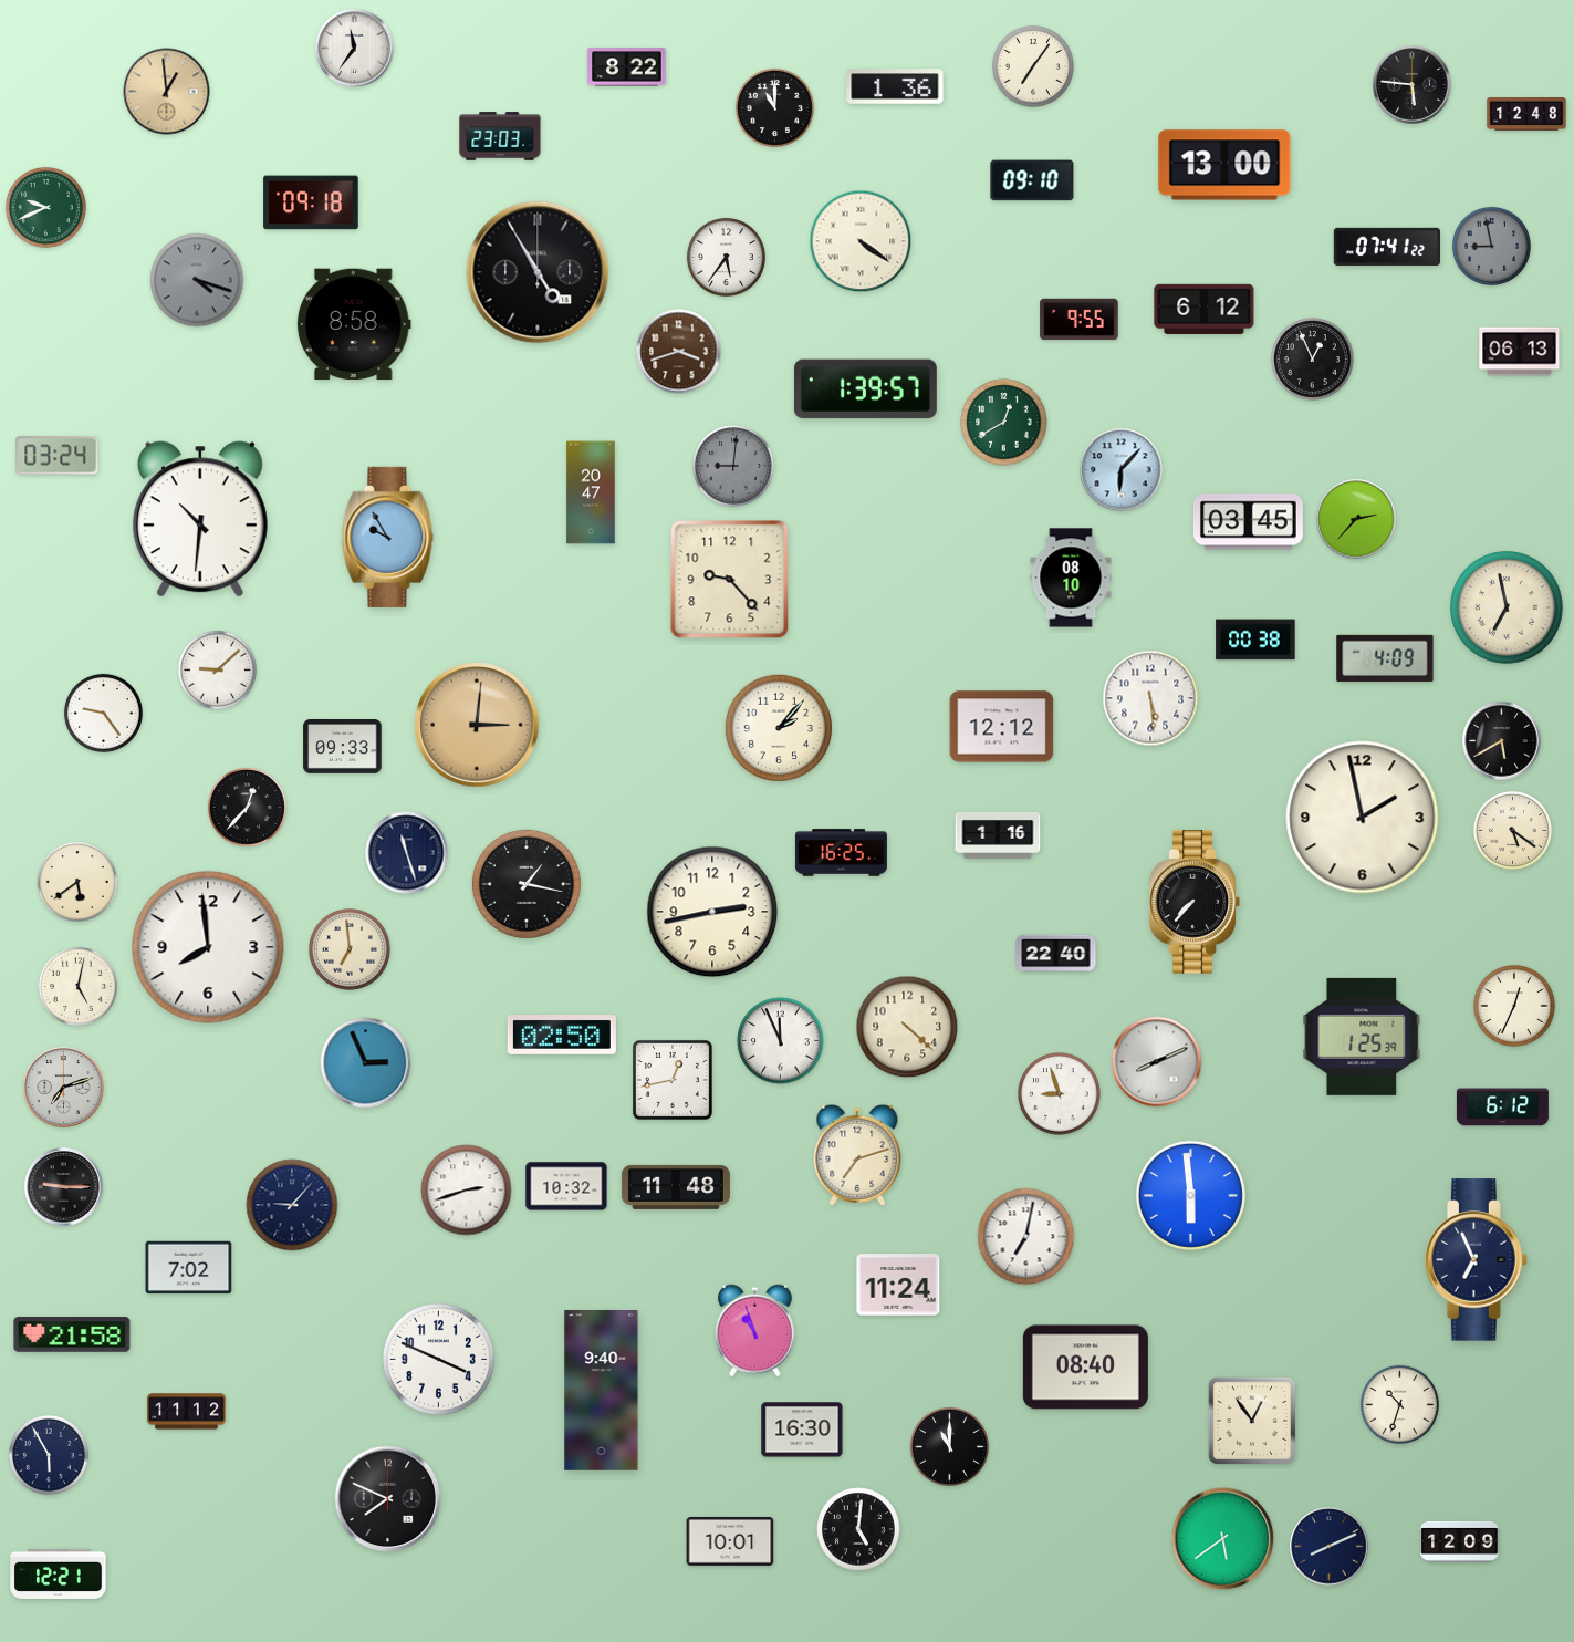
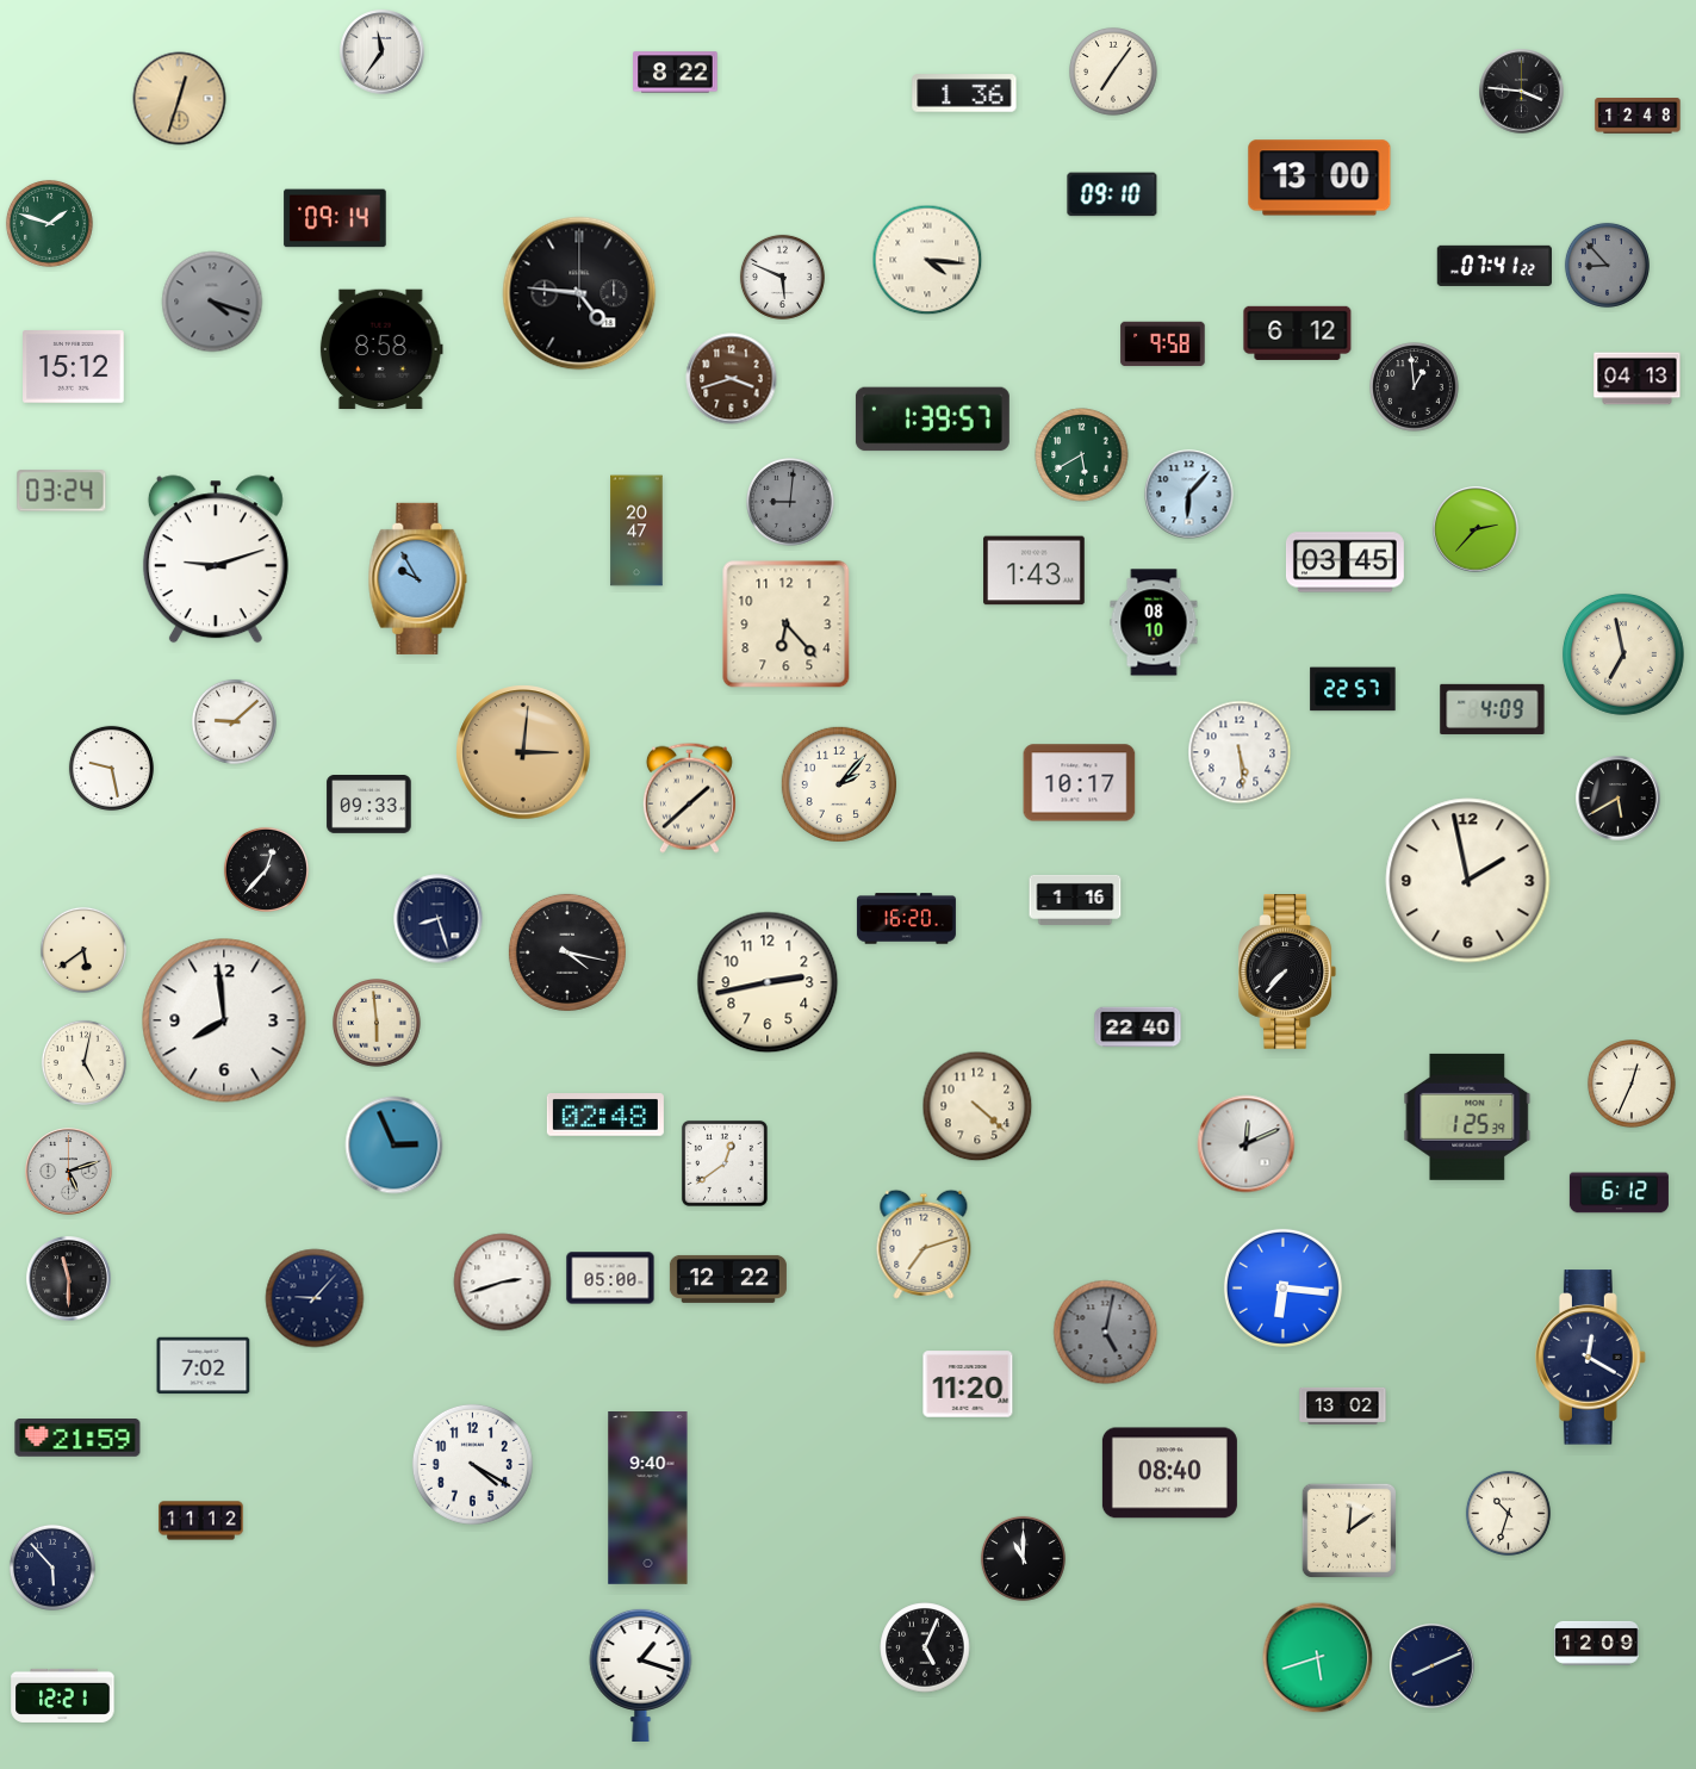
clock at (1413, 85): 5:46 -> 3:46
clock at (167, 92): 12:59 -> 12:33
clock at (774, 107): 11:00 -> none
clock at (1526, 115) position: (1526, 115) -> (1638, 117)
clock at (500, 136): 23:03 -> none
clock at (311, 202): 09:18 -> 09:14
clock at (45, 207): 9:41 -> 1:48
clock at (861, 241): 4:21 -> 4:16
clock at (1491, 246): 8:58 -> 8:53
clock at (726, 257): 5:36 -> 5:49
clock at (538, 272): 4:55 -> 4:46
clock at (1080, 320): 9:55 -> 9:58
clock at (74, 367): none -> 15:12
clock at (1520, 352): 06:13 -> 04:13
clock at (1313, 360): 12:56 -> 12:59
clock at (1004, 423): 12:40 -> 5:40
clock at (1122, 470) position: (1122, 470) -> (1189, 495)
clock at (200, 519): 10:31 -> 9:12
clock at (1356, 519) position: (1356, 519) -> (1476, 529)
clock at (1035, 571): none -> 1:43
clock at (730, 580): 9:23 -> 6:23
clock at (1255, 640): 00:38 -> 22:57
clock at (103, 713): 9:24 -> 9:28
clock at (477, 725) position: (477, 725) -> (523, 752)
clock at (1002, 727): 12:12 -> 10:17
clock at (689, 797): none -> 1:38
clock at (1512, 830): 5:21 -> none
clock at (407, 853): 11:27 -> 8:27
clock at (841, 853): 16:25 -> 16:20
clock at (527, 884): 1:17 -> 4:17
clock at (351, 950): 6:59 -> 5:59
clock at (562, 1036): 02:50 -> 02:48
clock at (781, 1041): 11:56 -> none
clock at (1157, 1062): 8:11 -> 12:11
clock at (673, 1080): 12:43 -> 12:39
clock at (64, 1088): 7:12 -> 5:12
clock at (1060, 1094): 8:57 -> none
clock at (566, 1186): 10:32 -> 05:00
clock at (64, 1187): 9:15 -> 11:30
clock at (676, 1187): 11:48 -> 12:22
clock at (1190, 1195): 5:59 -> 6:16
clock at (1026, 1237): 7:02 -> 5:02
clock at (1026, 1237) dial: white -> grey
clock at (1477, 1260): 6:56 -> 12:20
clock at (898, 1285): 11:24 -> 11:20
clock at (1343, 1405): none -> 13:02
clock at (755, 1331): 10:57 -> none
clock at (72, 1336): 21:58 -> 21:59
clock at (438, 1359): 3:49 -> 4:20
clock at (1252, 1421): 12:54 -> 12:09
clock at (802, 1430): 16:30 -> none
clock at (49, 1455): 5:55 -> 5:53
clock at (388, 1499): 7:49 -> none
clock at (858, 1529): 5:01 -> 5:04
clock at (1223, 1539): 5:39 -> 5:42
clock at (730, 1541): 10:01 -> none
clock at (1460, 1541) position: (1460, 1541) -> (1597, 1643)
clock at (641, 1674): none -> 1:18
